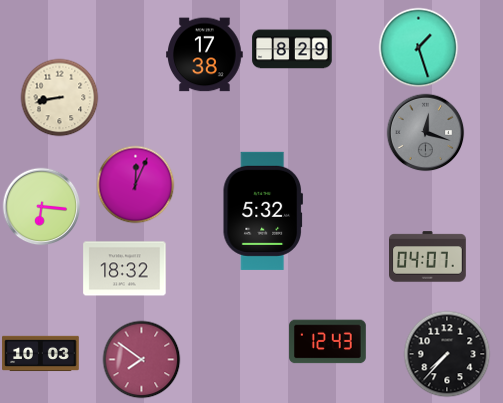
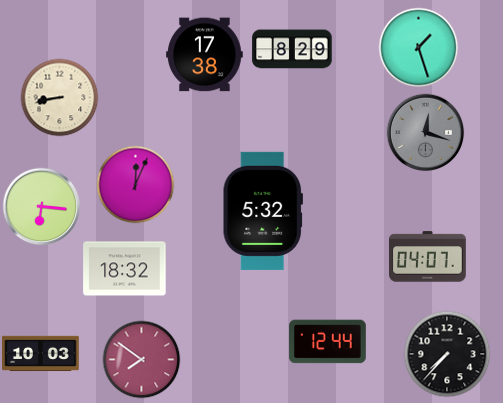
clock at (328, 342): 12:43 -> 12:44
